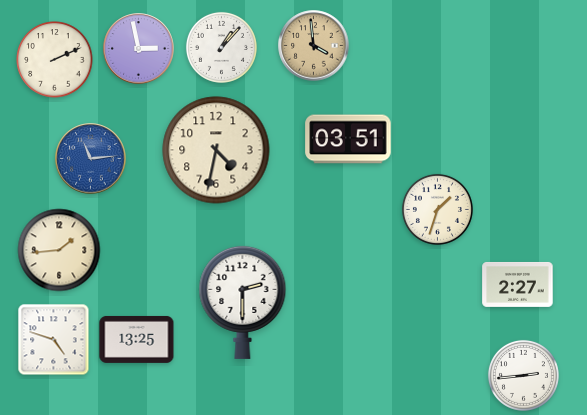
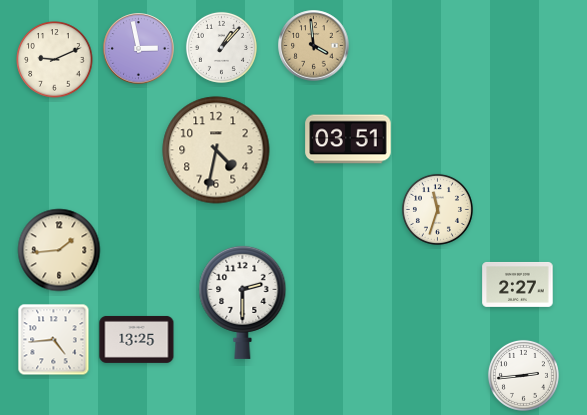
clock at (55, 60): 2:11 -> 9:11
clock at (91, 159): 11:14 -> none
clock at (437, 209): 1:33 -> 11:33
clock at (54, 340): 4:48 -> 4:44
